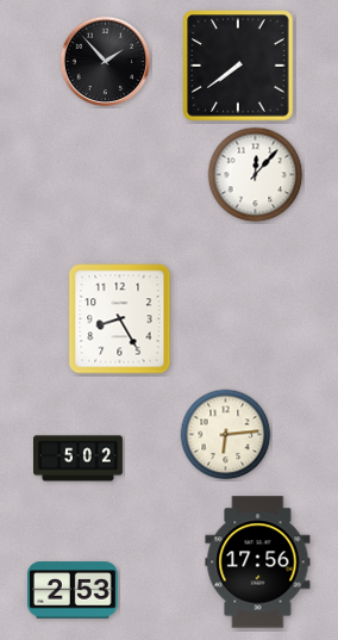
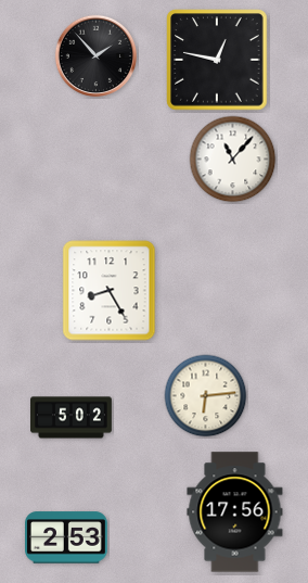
clock at (238, 66): 7:39 -> 12:47
clock at (256, 175): 12:07 -> 11:07
